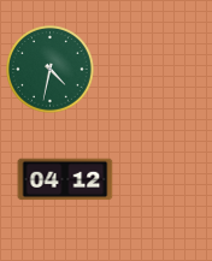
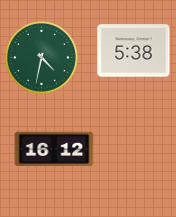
clock at (134, 51): none -> 5:38
clock at (65, 179): 04:12 -> 16:12
